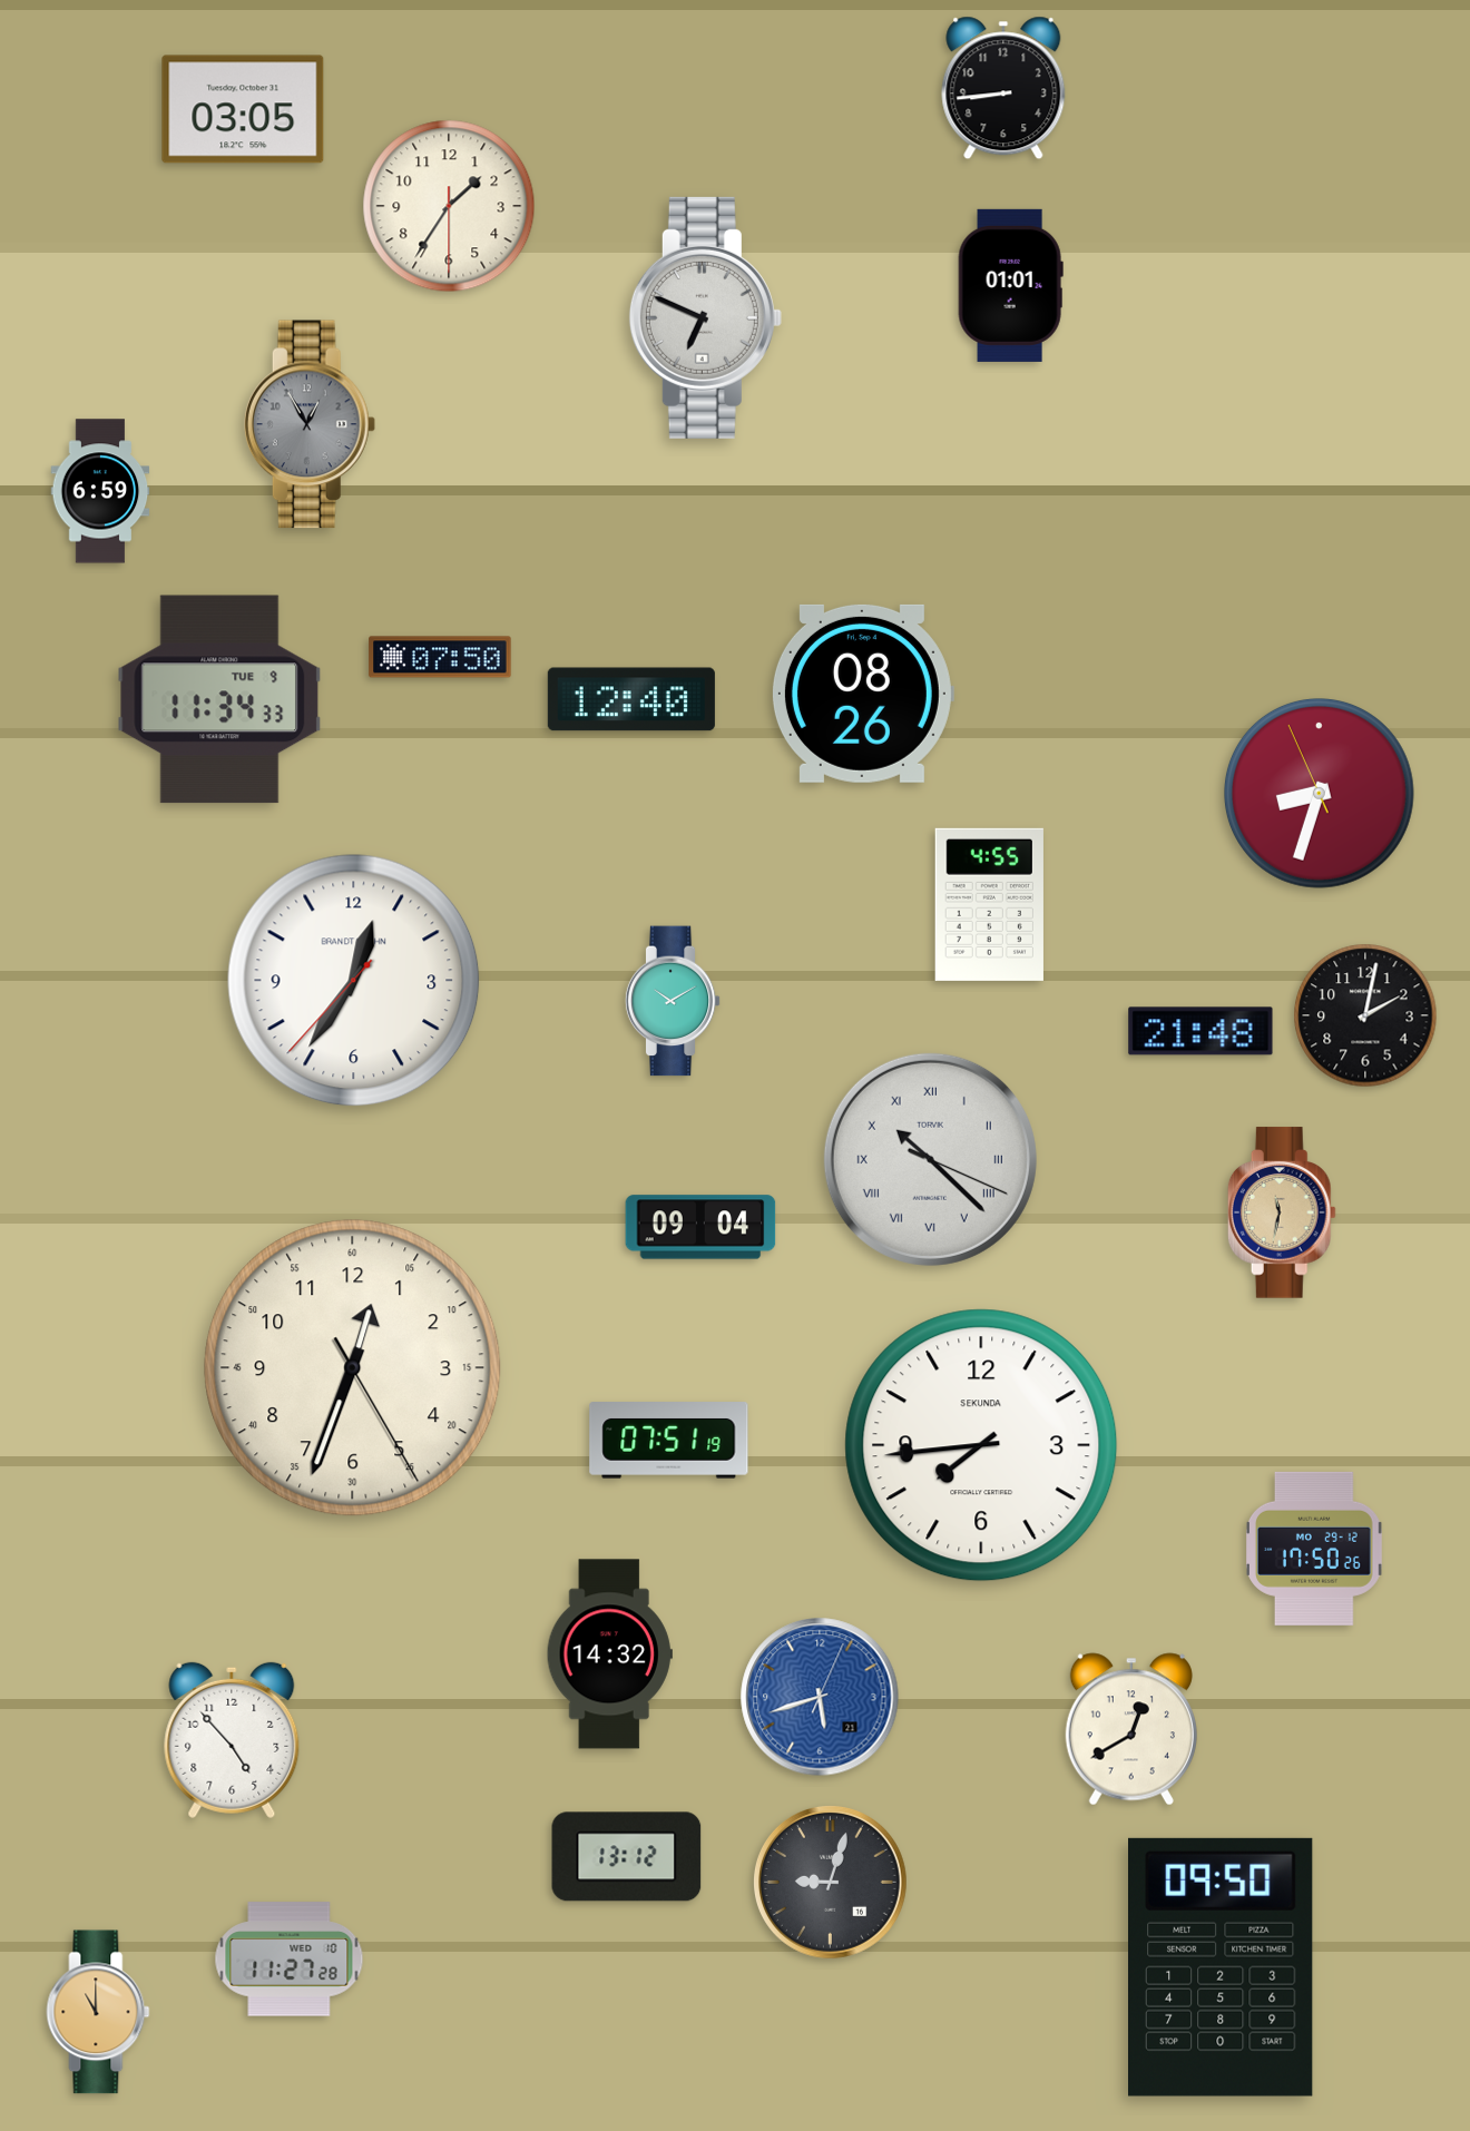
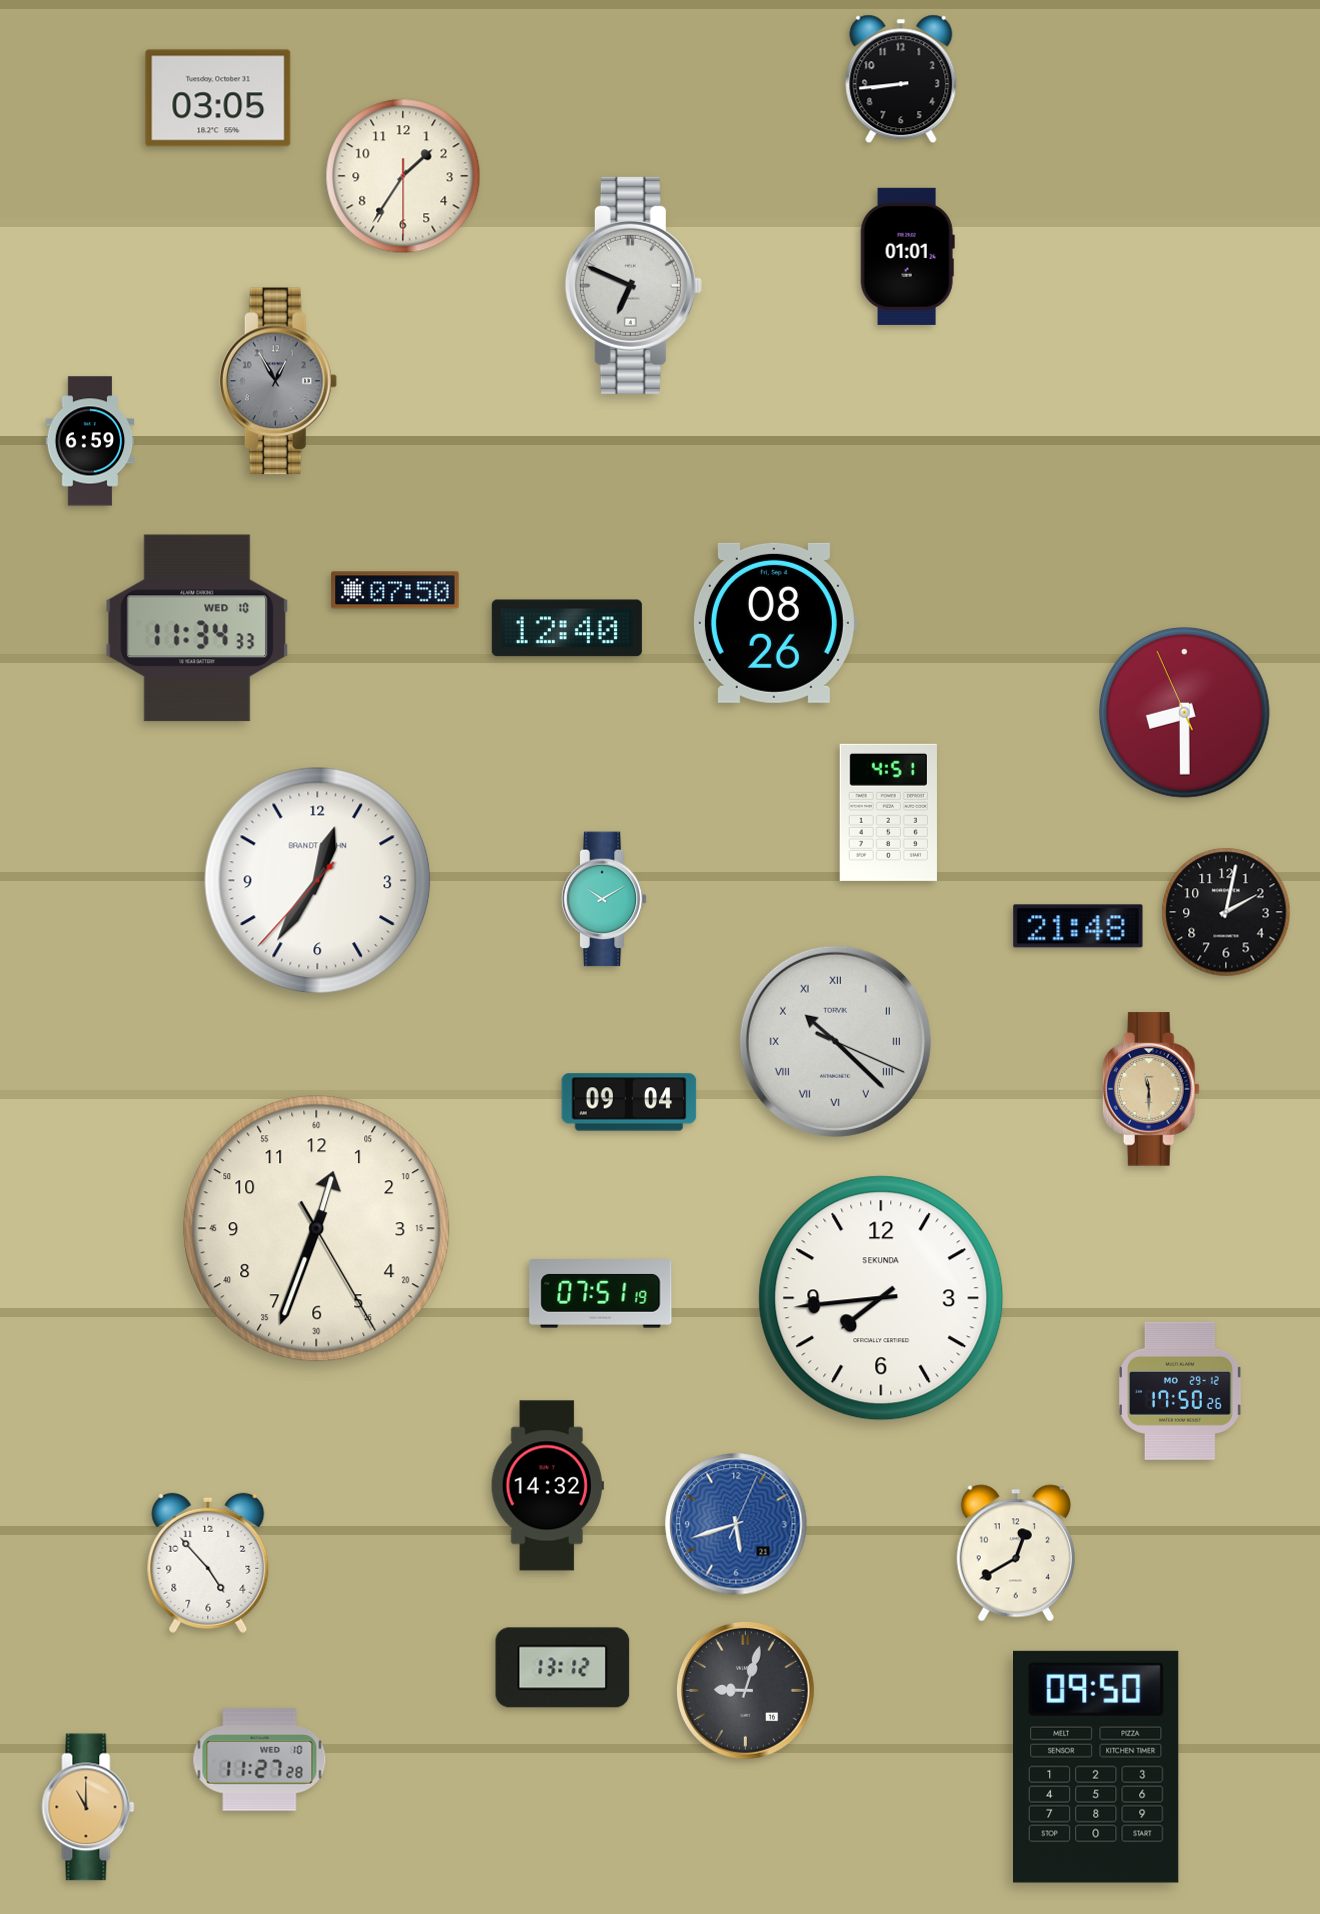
clock at (449, 206) position: (449, 206) -> (403, 176)
clock at (219, 699) date: TUE 9 -> WED 10
clock at (1320, 794): 8:32 -> 8:29
clock at (989, 904): 4:55 -> 4:51
clock at (1282, 1212): 11:32 -> 11:30
